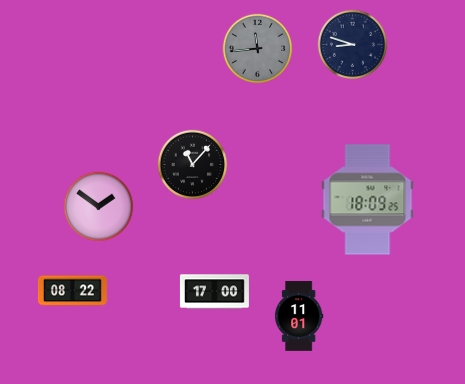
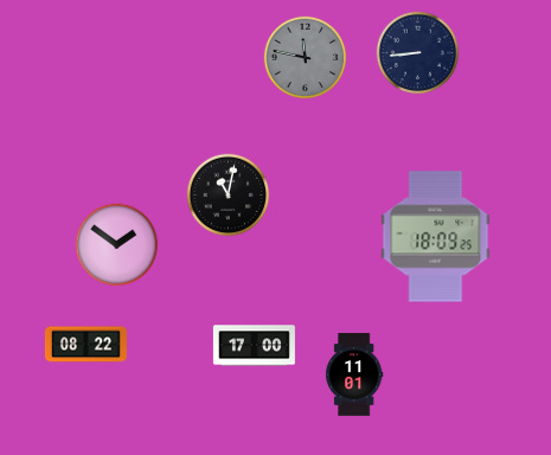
clock at (353, 45): 8:48 -> 8:44
clock at (258, 49): 11:44 -> 11:47
clock at (193, 165): 11:07 -> 11:02
